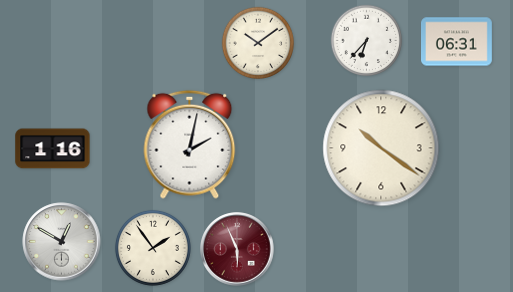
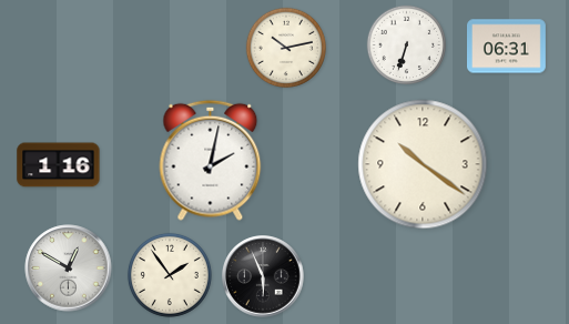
clock at (367, 41): 6:37 -> 6:33
clock at (258, 43): 10:09 -> 10:13
clock at (237, 249) dial: burgundy -> black
